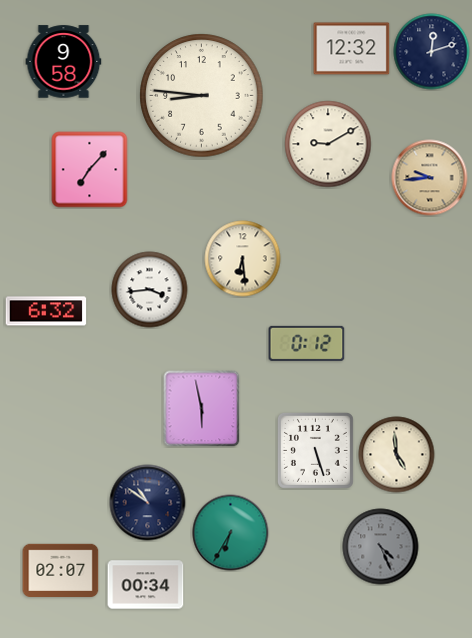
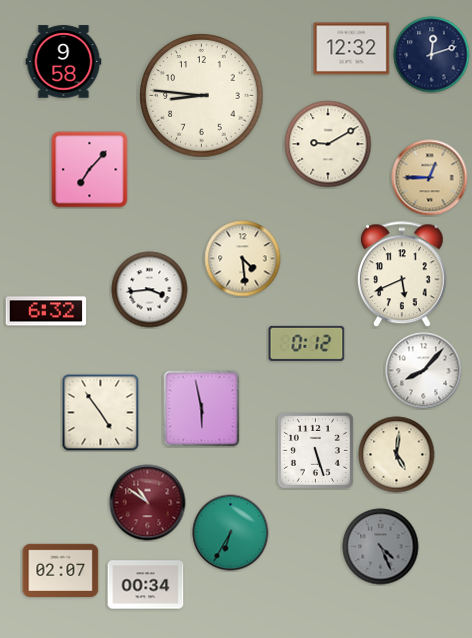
clock at (432, 52) position: (432, 52) -> (432, 55)
clock at (430, 178): 9:44 -> 12:45
clock at (243, 259): 6:29 -> 4:29
clock at (402, 275): none -> 5:41
clock at (424, 371): none -> 8:07
clock at (101, 413): none -> 4:54
clock at (397, 455): 4:59 -> 5:01
clock at (148, 503) dial: navy -> burgundy
